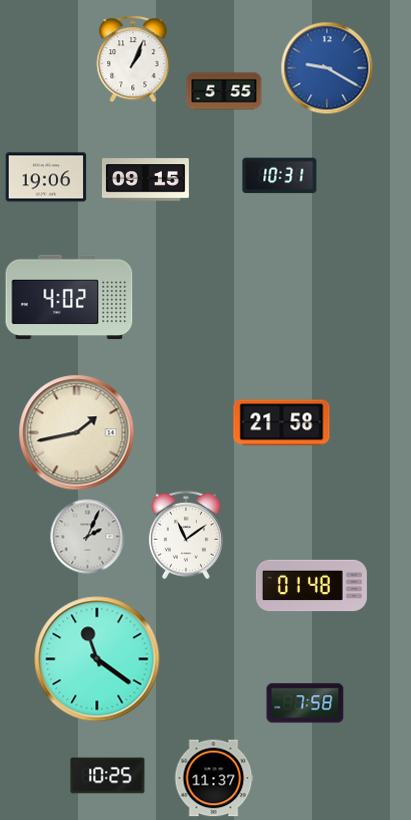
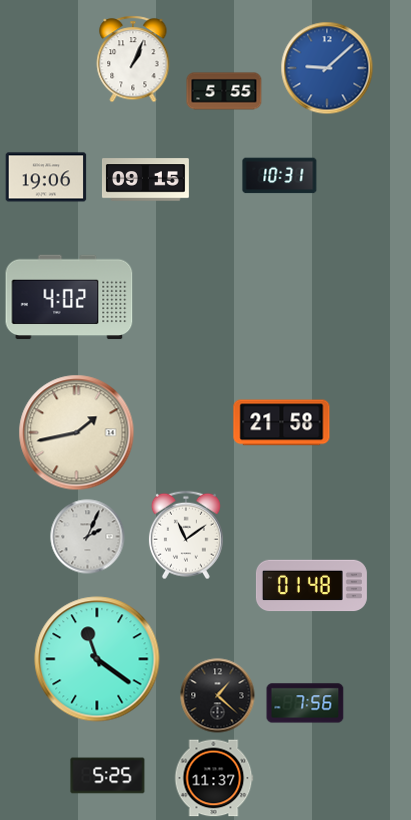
clock at (327, 68): 9:20 -> 9:08
clock at (218, 696): none -> 1:22
clock at (305, 703): 7:58 -> 7:56
clock at (108, 776): 10:25 -> 5:25
